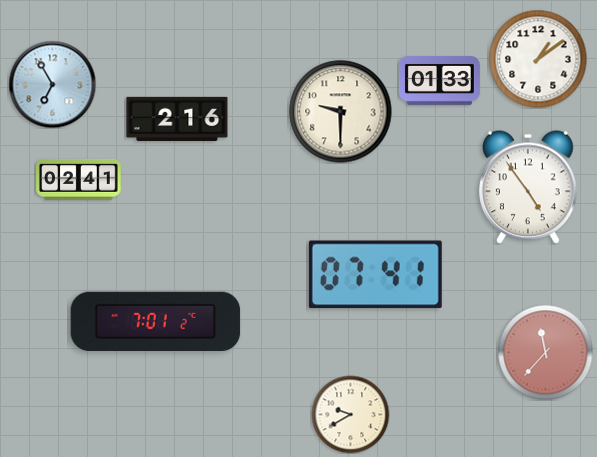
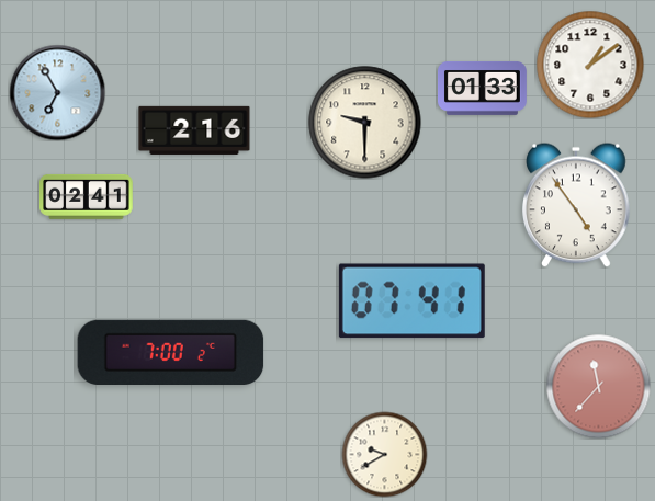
clock at (341, 112) position: (341, 112) -> (365, 123)
clock at (528, 187) position: (528, 187) -> (576, 205)
clock at (156, 321): 7:01 -> 7:00
